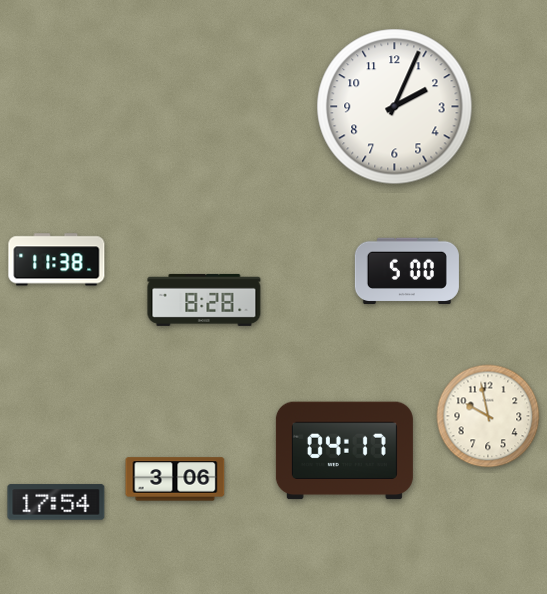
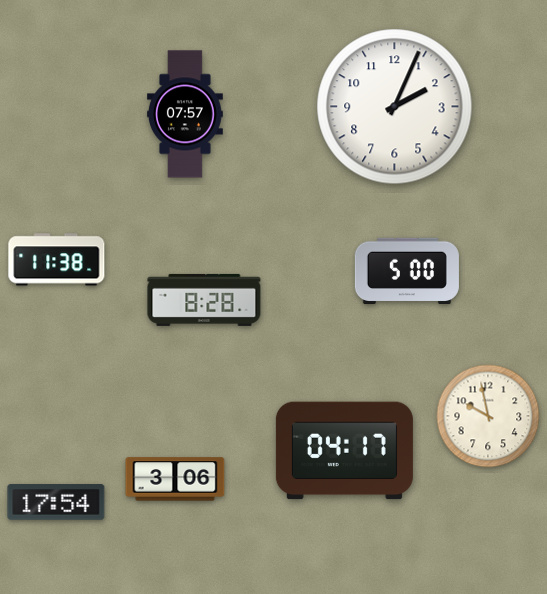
clock at (185, 114): none -> 07:57
